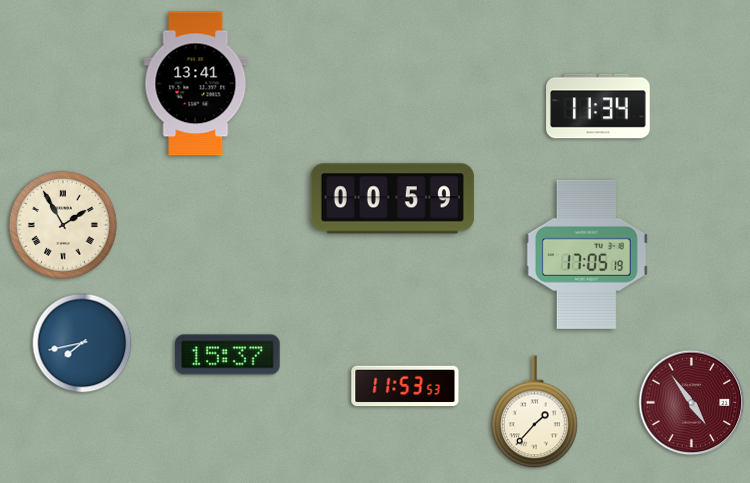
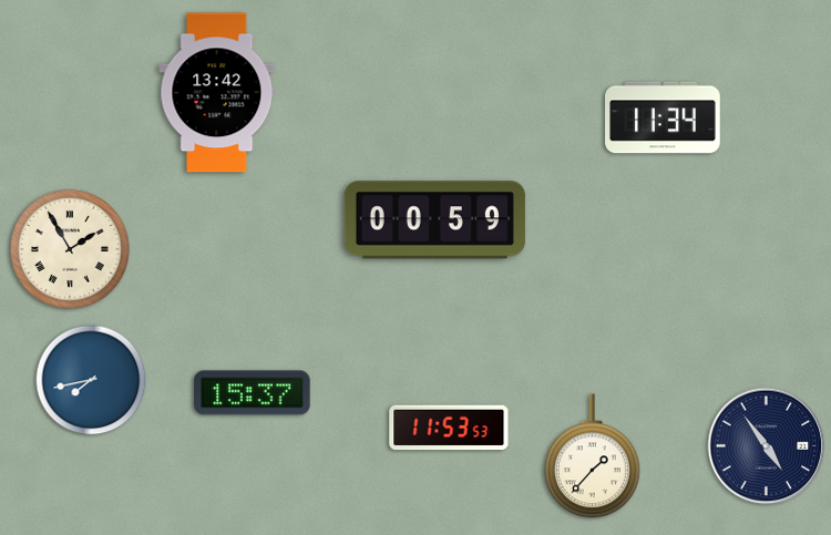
clock at (196, 84): 13:41 -> 13:42
clock at (586, 254): 17:05 -> none
clock at (692, 403) dial: burgundy -> navy
